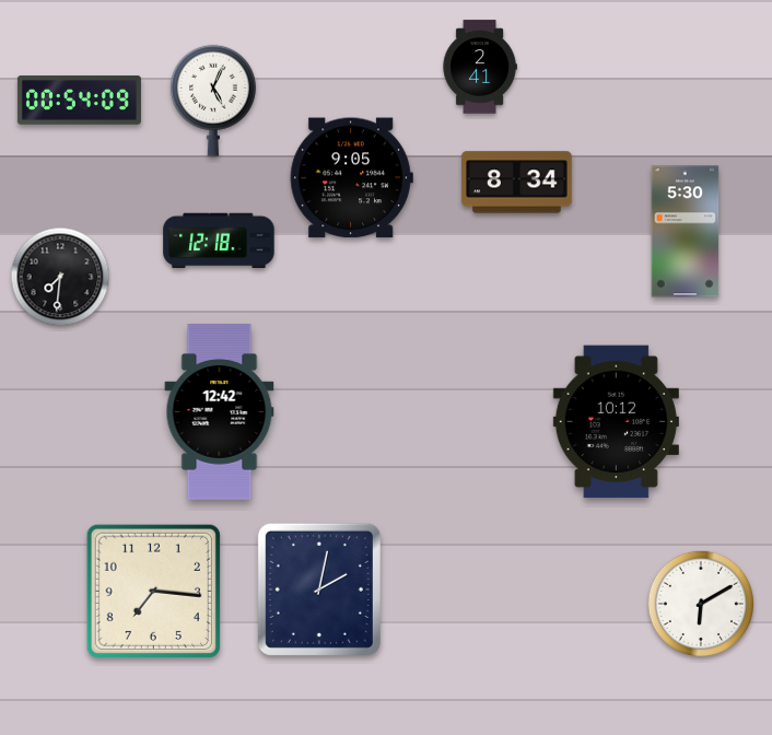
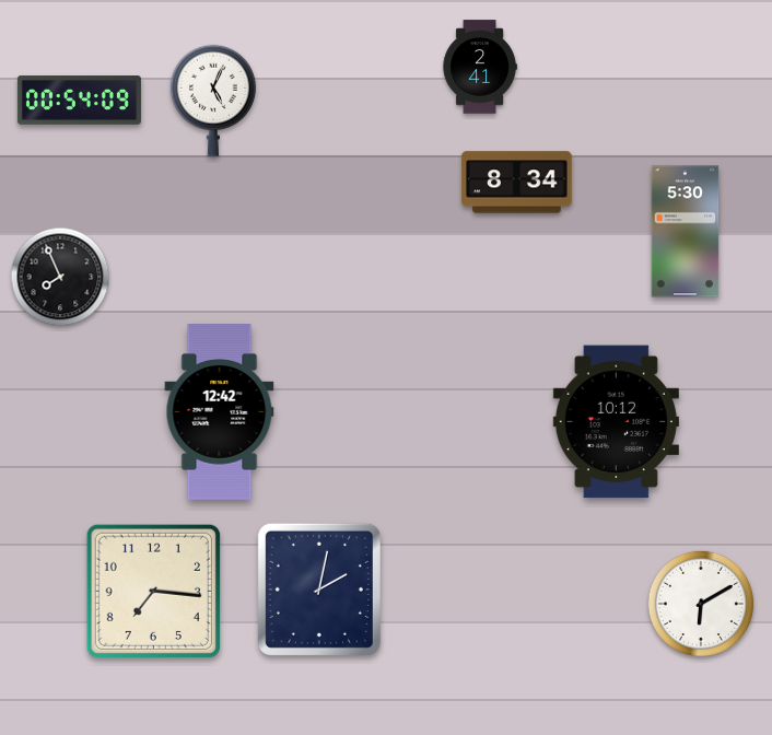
clock at (351, 178): 9:05 -> none
clock at (219, 241): 12:18 -> none
clock at (60, 277): 7:31 -> 7:56
